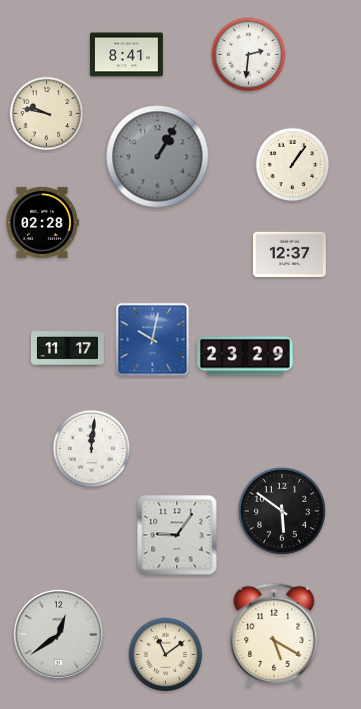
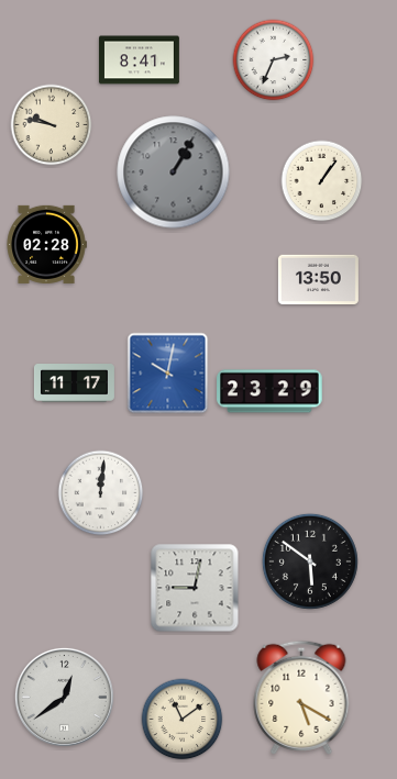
clock at (249, 55): 2:31 -> 2:34
clock at (289, 254): 12:37 -> 13:50
clock at (177, 535): 9:06 -> 9:02
